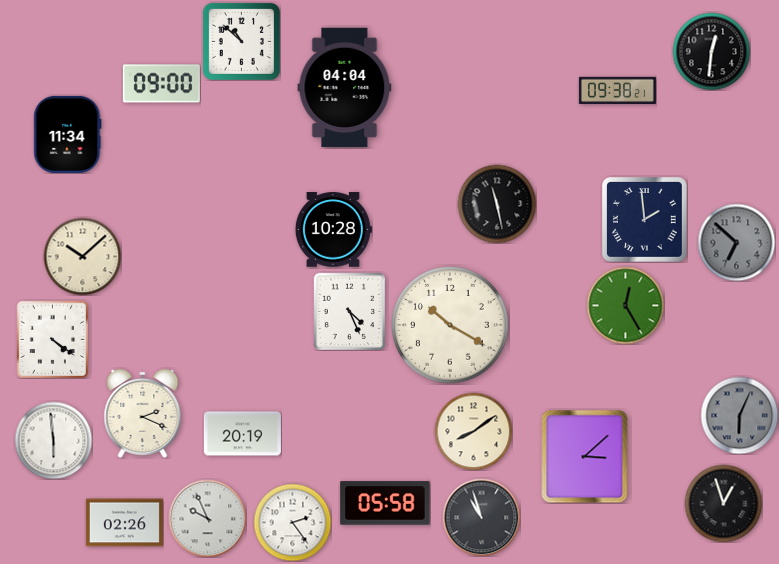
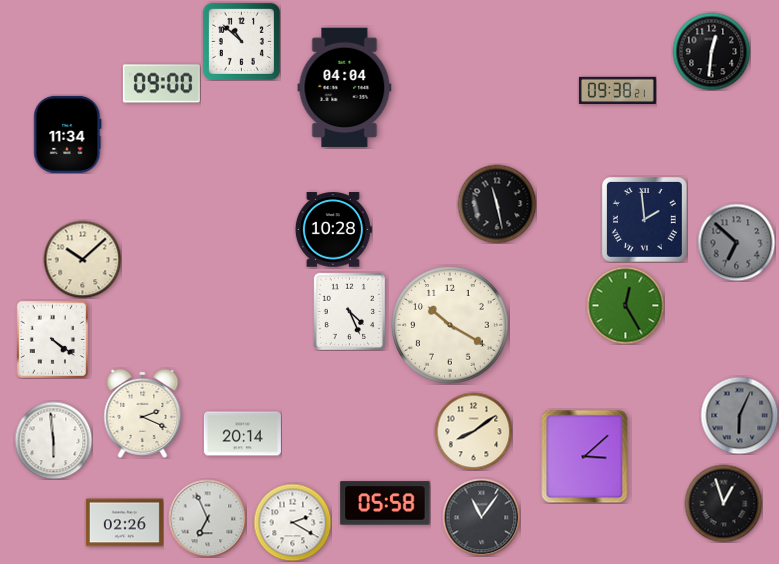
clock at (82, 256) position: (82, 256) -> (82, 259)
clock at (242, 434): 20:19 -> 20:14
clock at (481, 517): 10:57 -> 11:06
clock at (207, 518): 9:56 -> 6:56
clock at (292, 522): 2:24 -> 2:20
